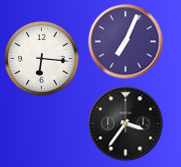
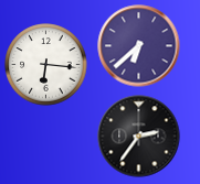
clock at (126, 42): 7:04 -> 6:38
clock at (126, 124): 3:36 -> 2:36
